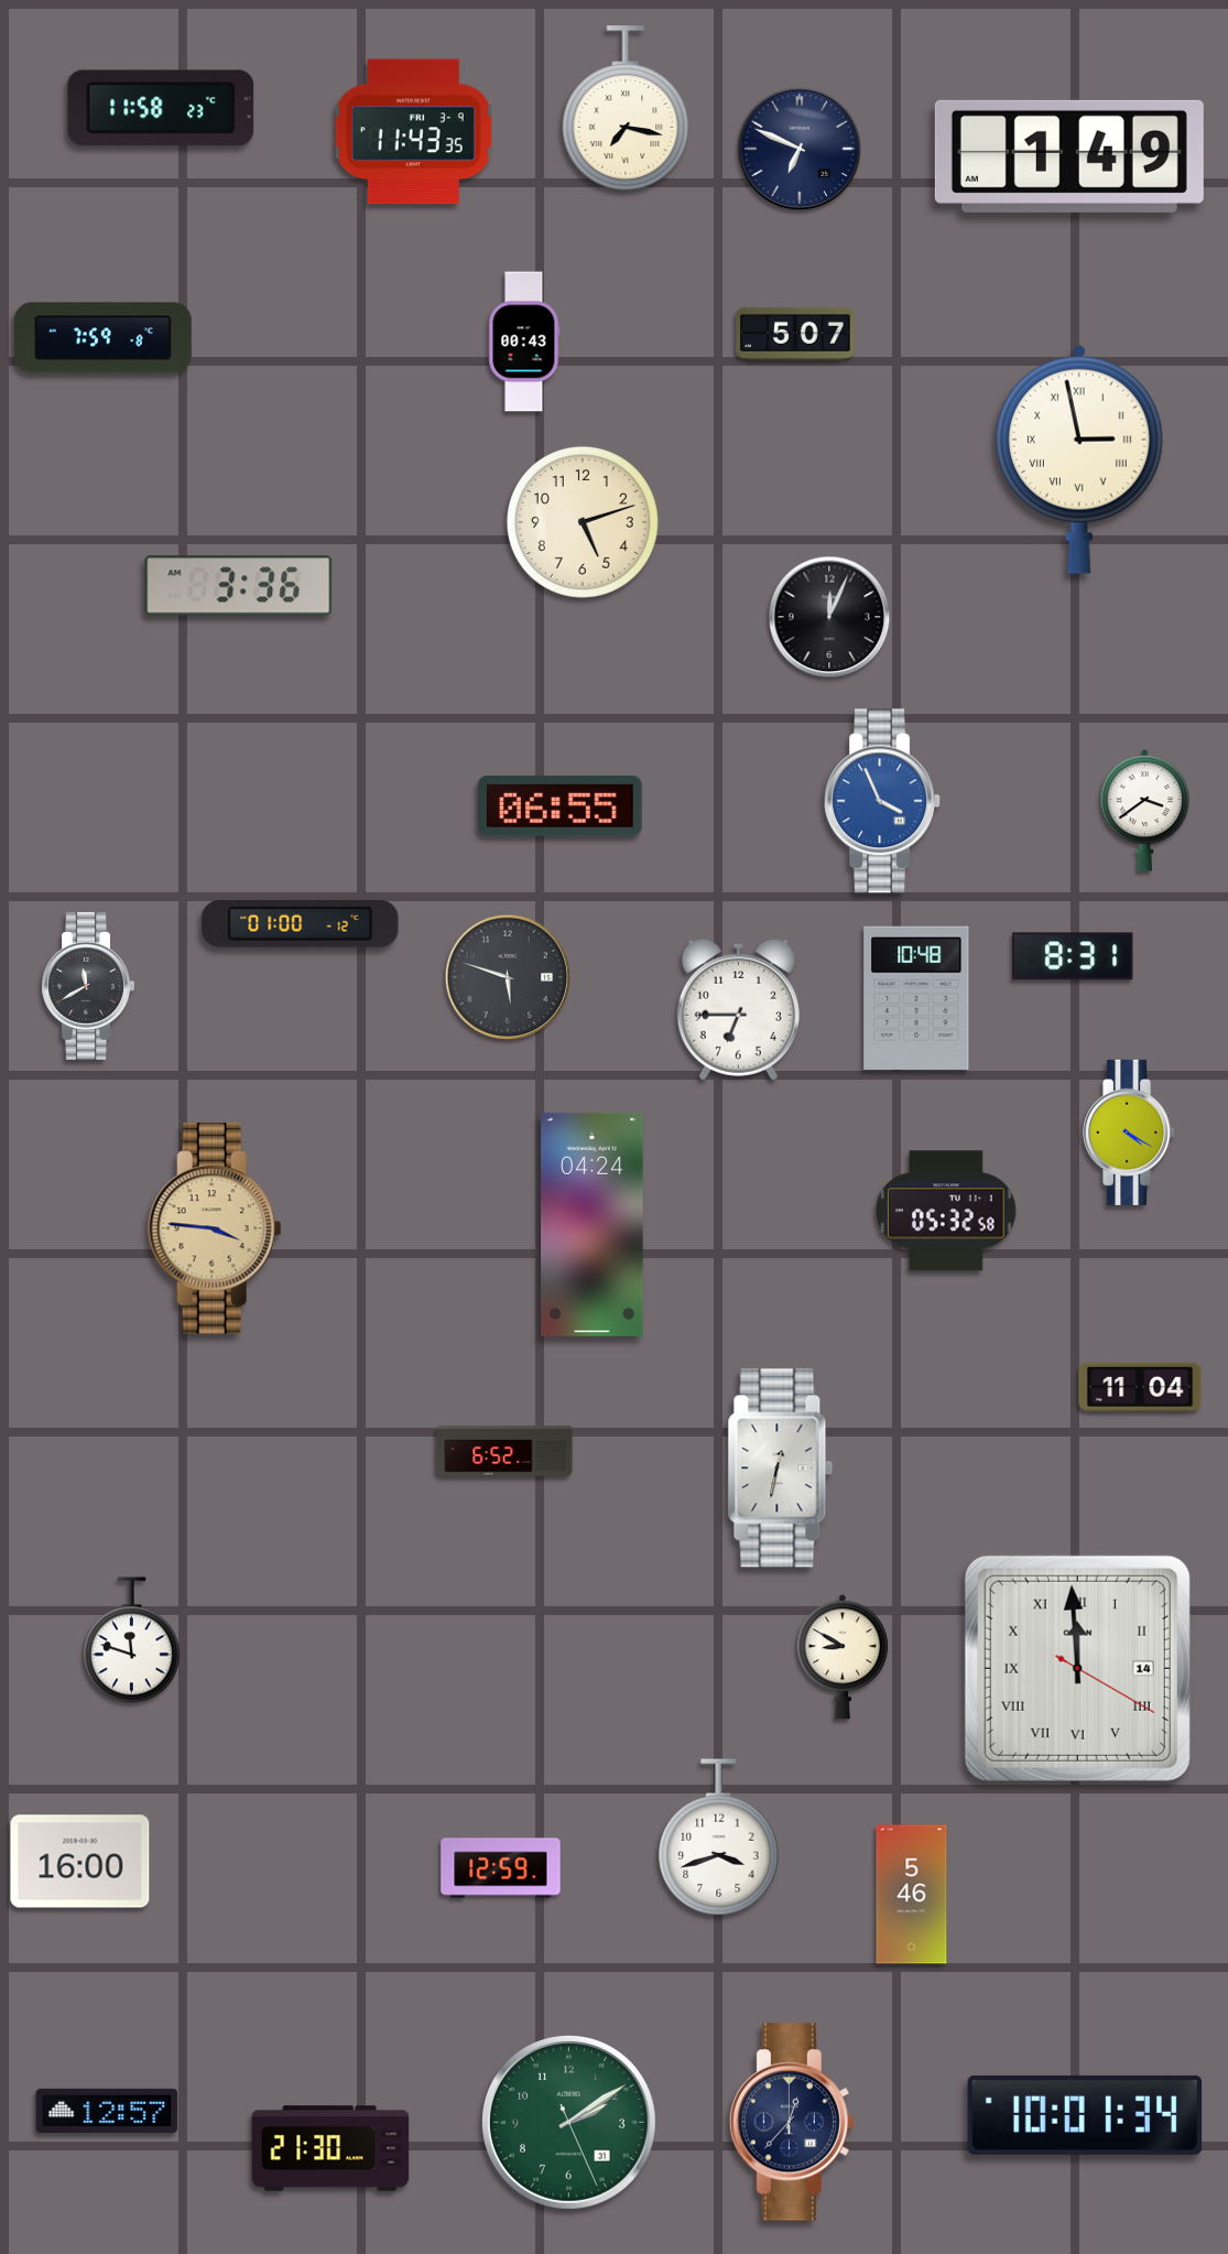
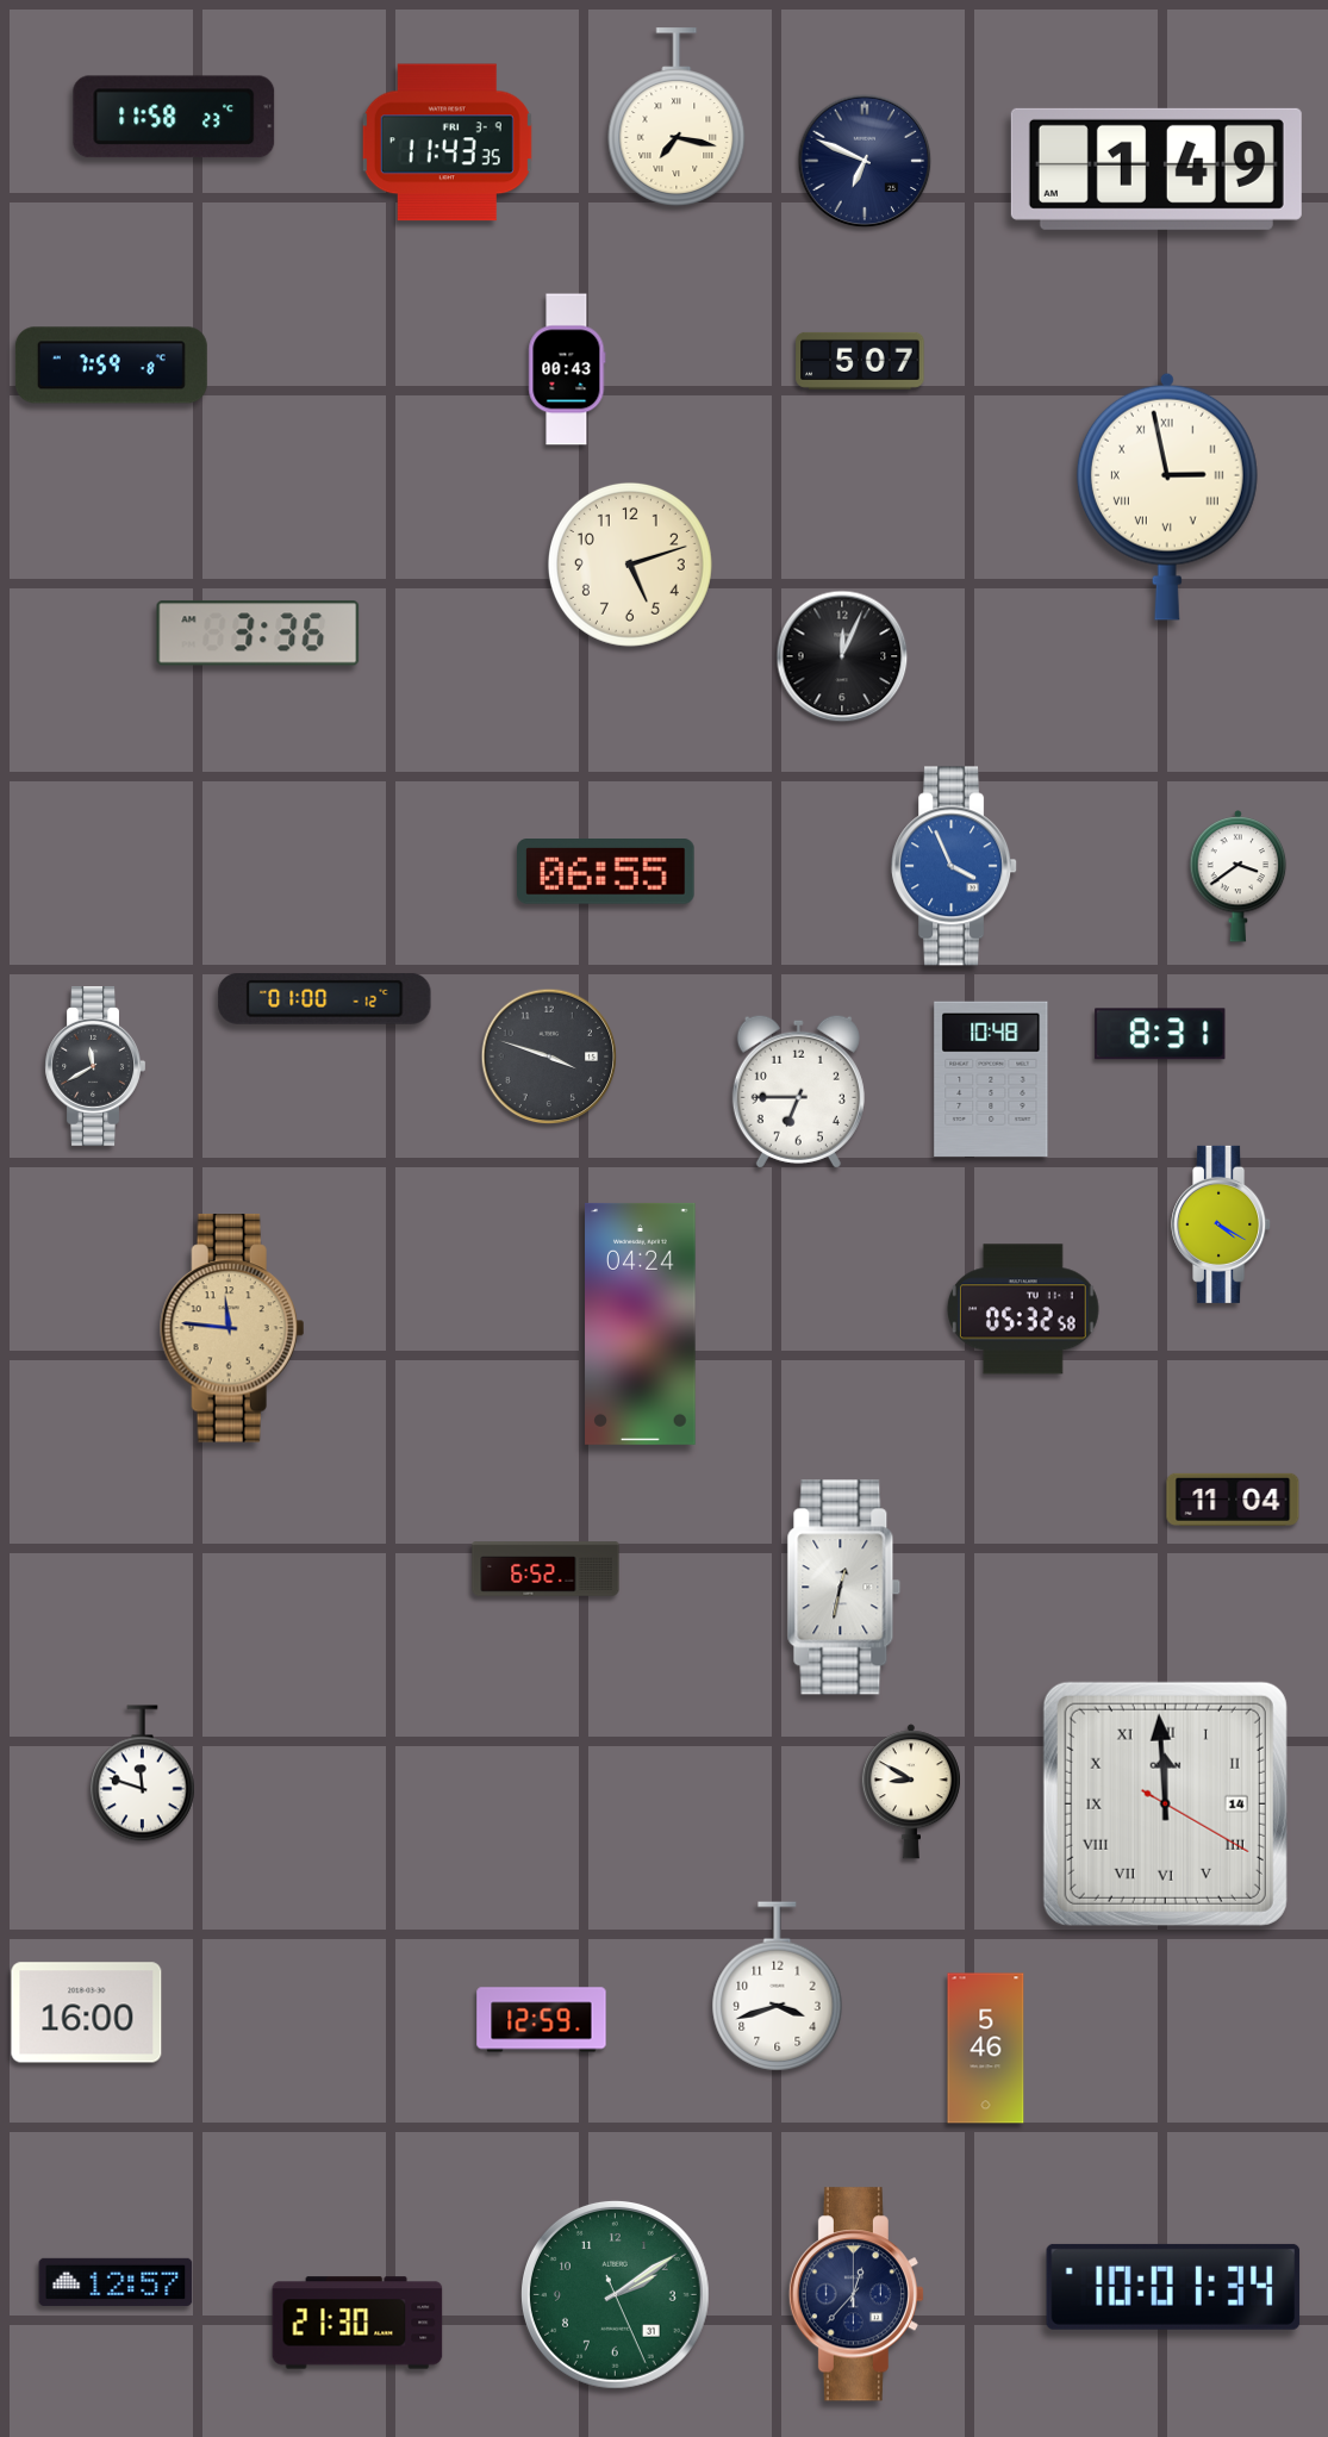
clock at (829, 617) position: (829, 617) -> (842, 656)
clock at (508, 977): 5:48 -> 3:48
clock at (215, 1228): 3:46 -> 11:46
